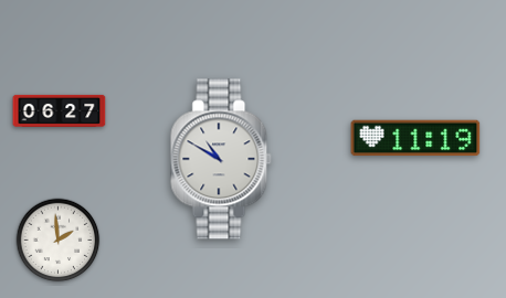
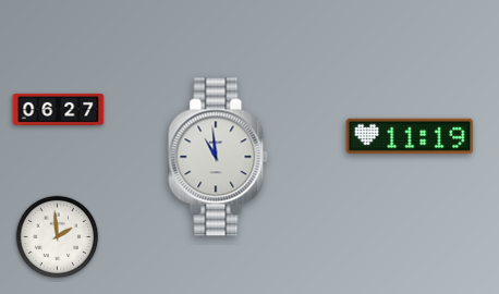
clock at (221, 159): 10:50 -> 10:59
